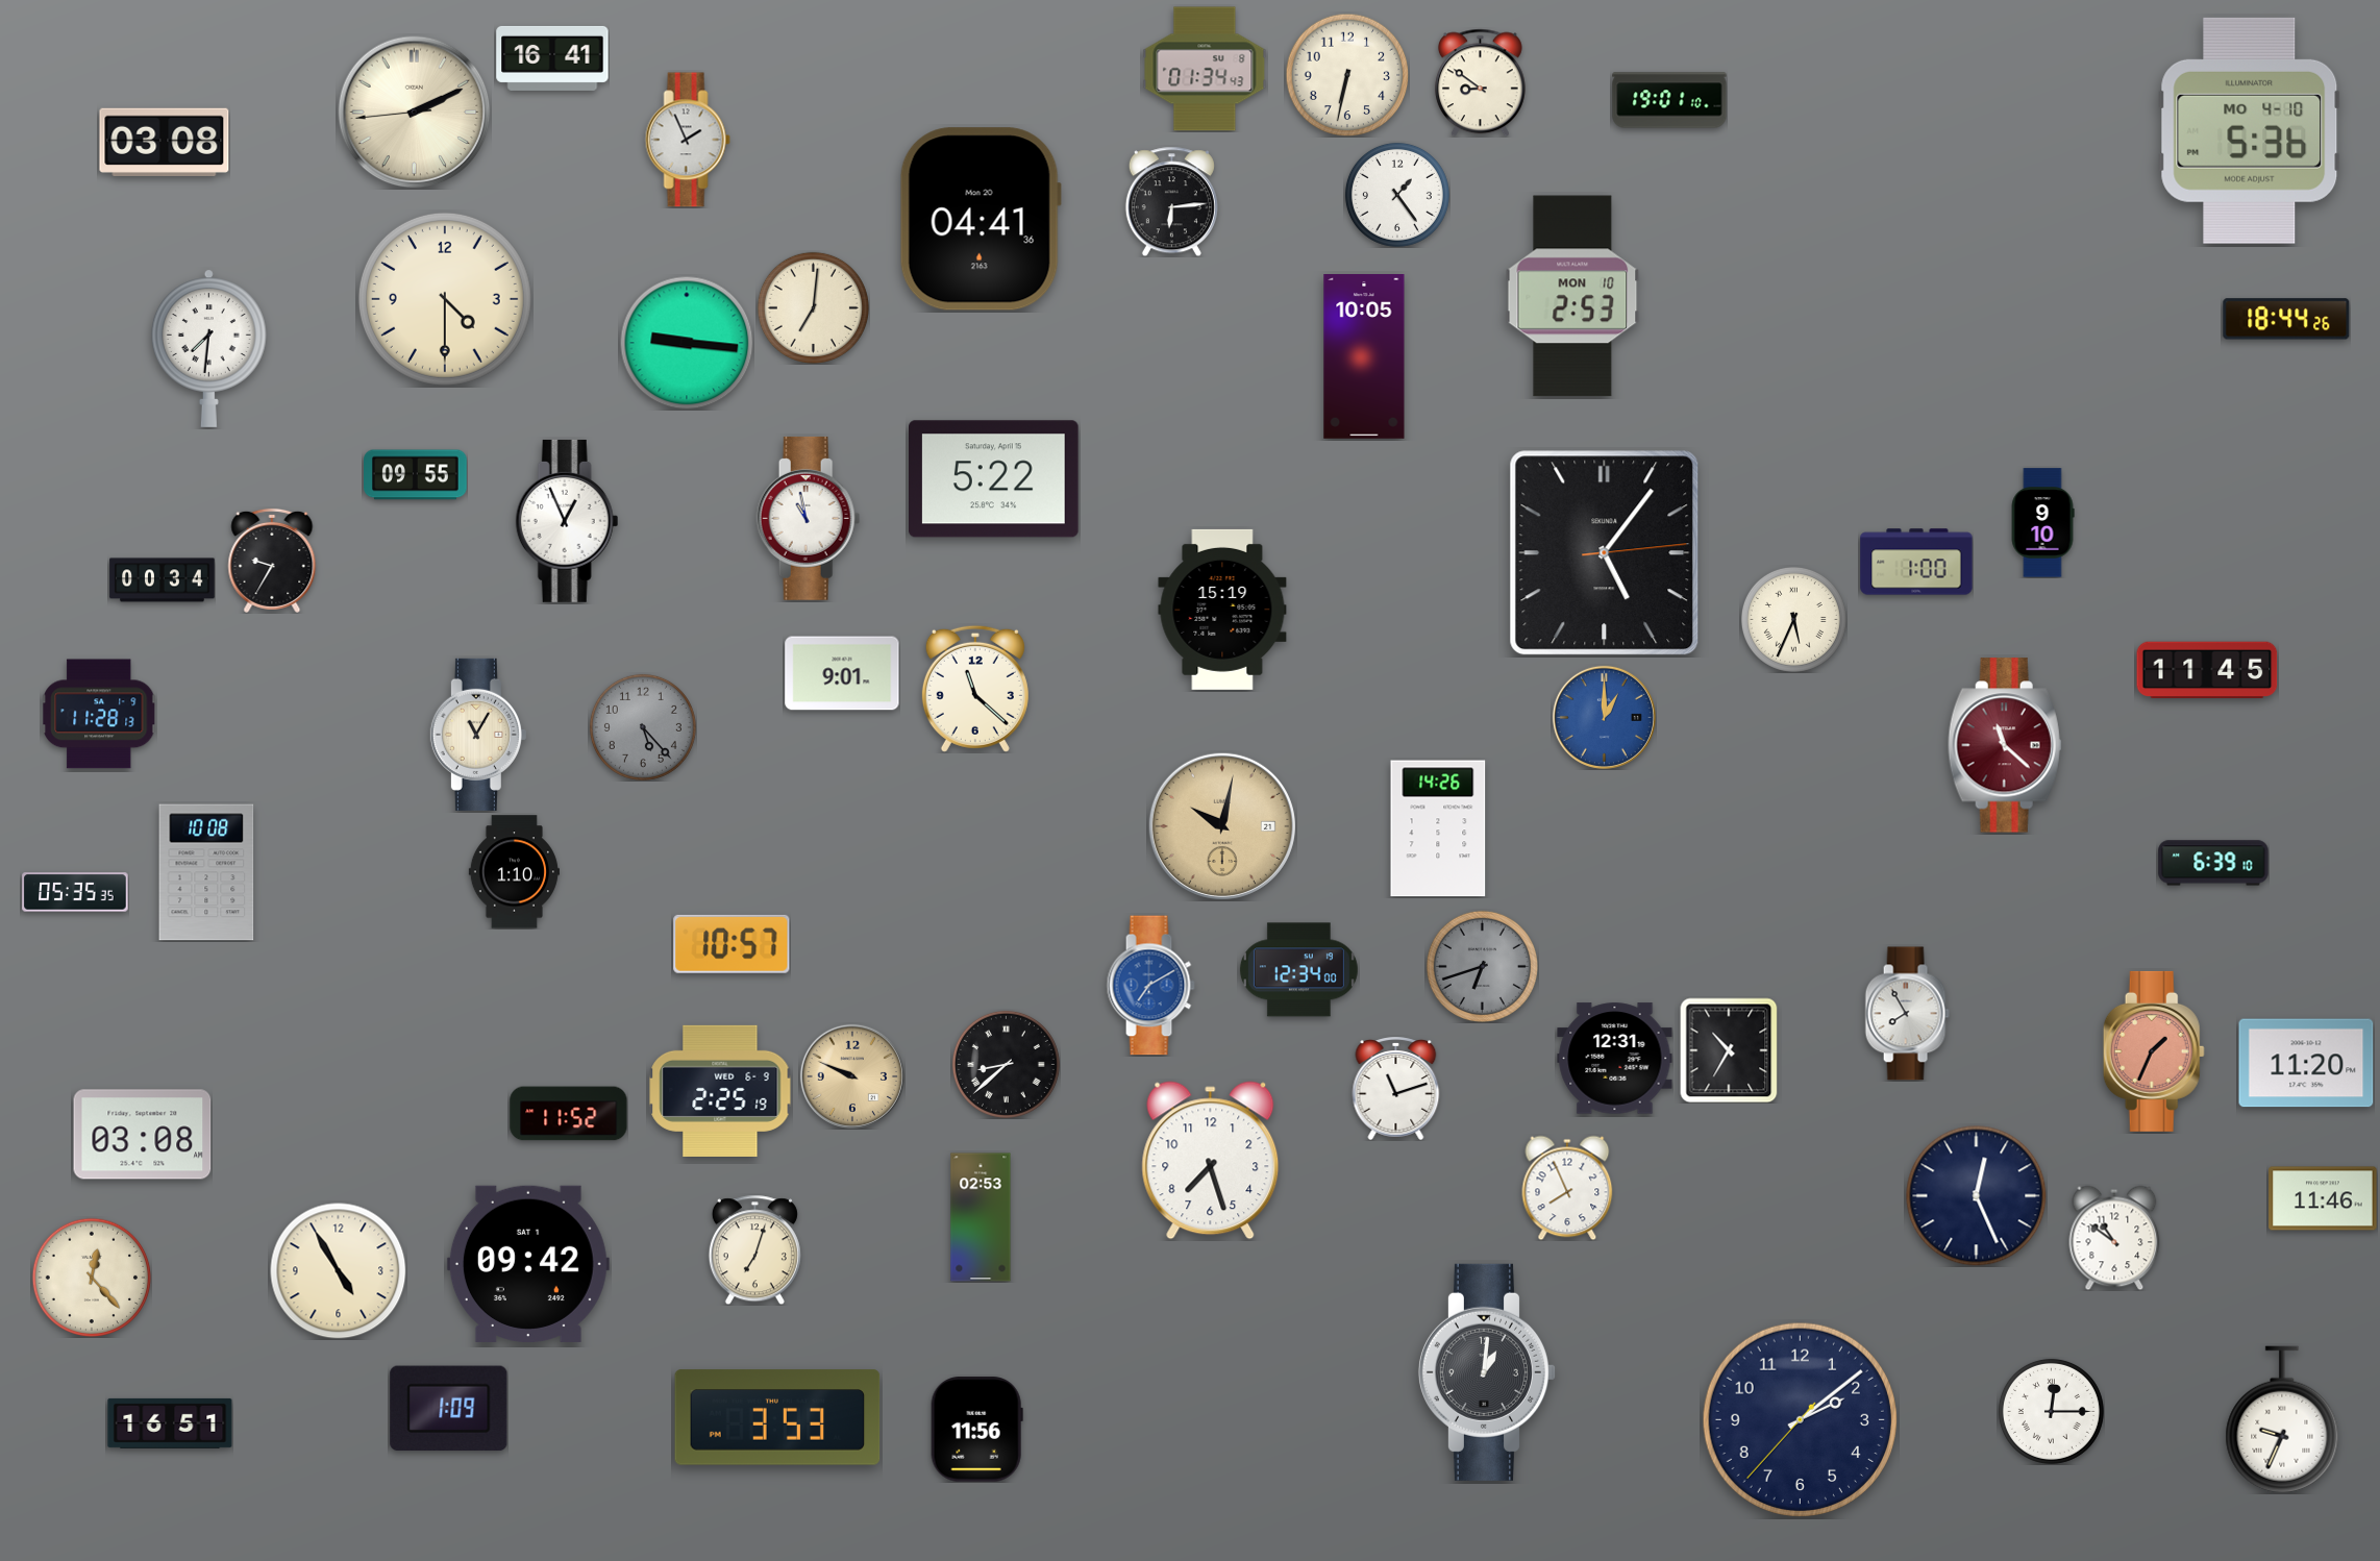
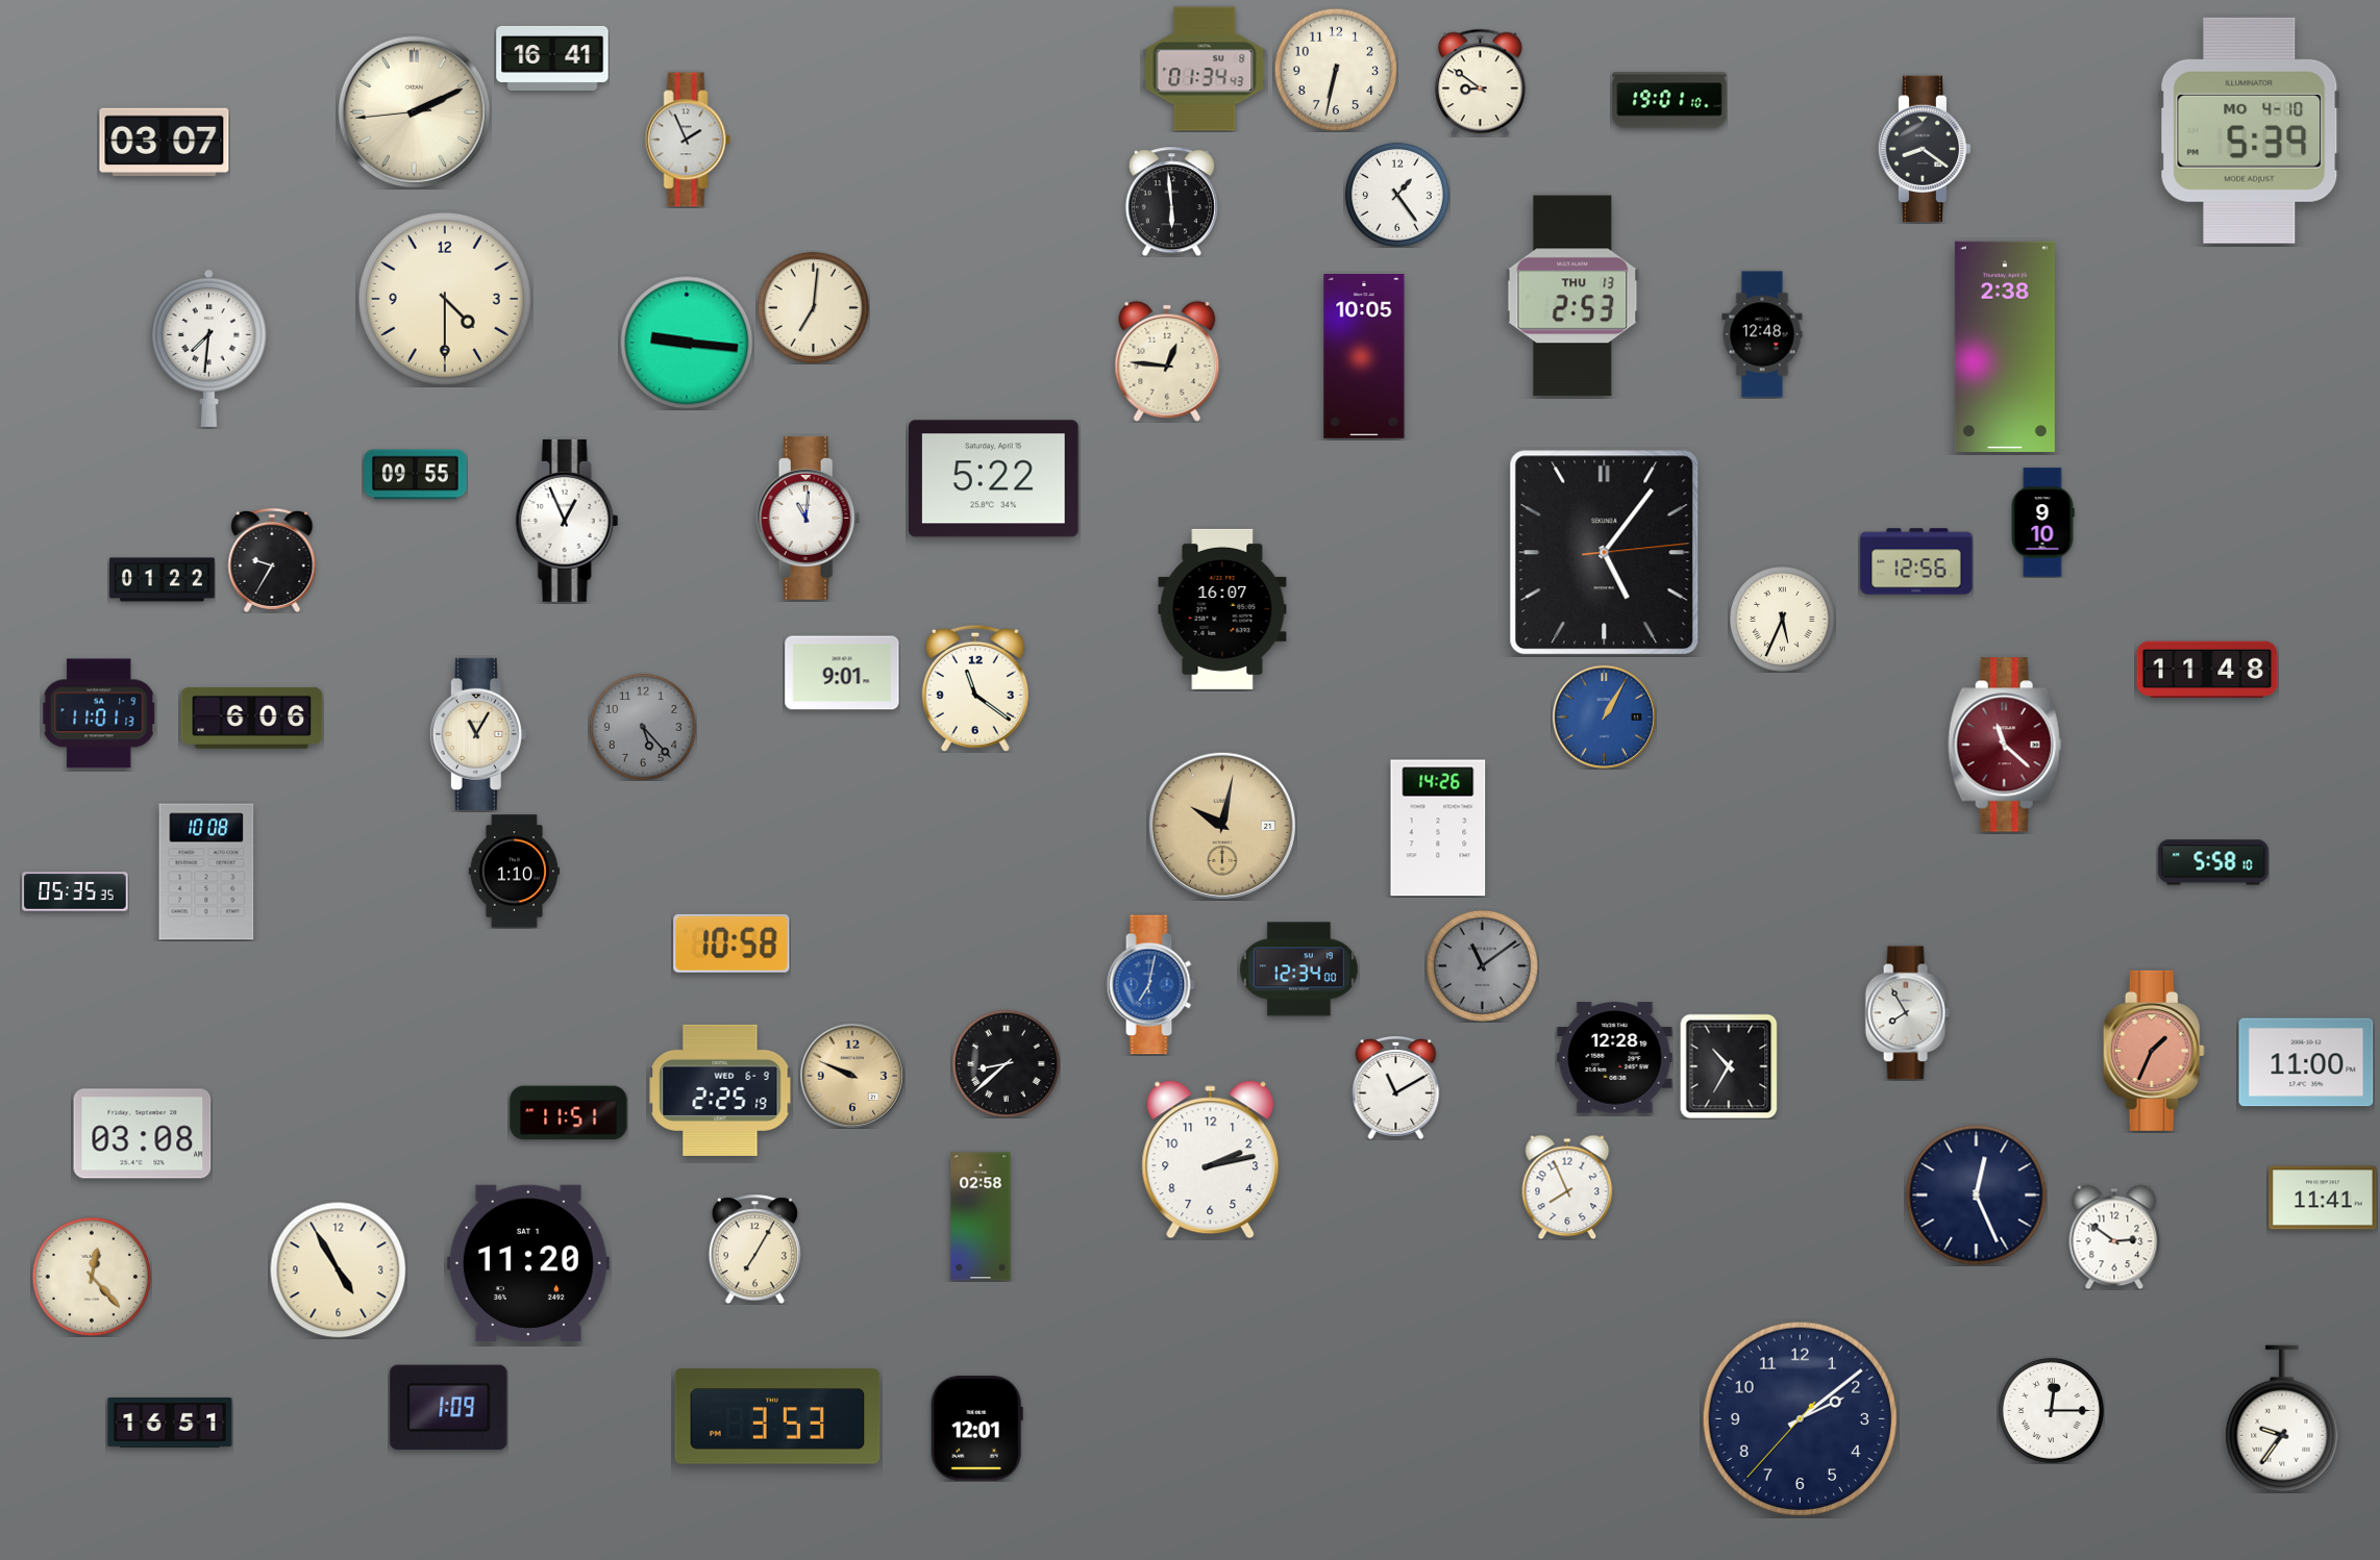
clock at (1347, 75) position: (1347, 75) -> (1336, 70)
clock at (2250, 130): 5:36 -> 5:39
clock at (165, 142): 03:08 -> 03:07
clock at (1925, 149): none -> 8:21
clock at (1171, 201): 6:14 -> 5:59
clock at (981, 219): 04:41 -> none
clock at (1572, 296) date: MON 10 -> THU 13
clock at (2286, 319): 18:44 -> none
clock at (1762, 334): none -> 12:48
clock at (2005, 347): none -> 2:38
clock at (1167, 361): none -> 12:46
clock at (809, 518): 10:58 -> 11:01
clock at (1916, 562): 1:00 -> 12:56
clock at (163, 580): 00:34 -> 01:22
clock at (1222, 610): 15:19 -> 16:07
clock at (1793, 619) position: (1793, 619) -> (1782, 619)
clock at (2207, 670): 11:45 -> 11:48
clock at (975, 689): 11:22 -> 11:21
clock at (100, 714): 11:28 -> 11:01
clock at (1604, 717): 1:00 -> 1:05
clock at (252, 718): none -> 6:06
clock at (2213, 863): 6:39 -> 5:58
clock at (732, 944): 10:57 -> 10:58
clock at (1482, 966): 6:42 -> 11:09
clock at (1150, 986): 7:10 -> 7:02
clock at (1729, 1050) position: (1729, 1050) -> (1729, 1066)
clock at (1615, 1059): 12:31 -> 12:28
clock at (2306, 1063): 11:20 -> 11:00
clock at (1396, 1088): 11:12 -> 11:10
clock at (569, 1114): 11:52 -> 11:51
clock at (1211, 1161): 7:27 -> 2:13
clock at (2323, 1198): 11:46 -> 11:41
clock at (981, 1217): 02:53 -> 02:58
clock at (2114, 1238): 10:51 -> 2:51
clock at (754, 1249): 7:03 -> 7:05
clock at (528, 1264): 09:42 -> 11:20
clock at (1487, 1372): 1:01 -> none
clock at (2282, 1419): 9:34 -> 9:36
clock at (976, 1430): 11:56 -> 12:01
